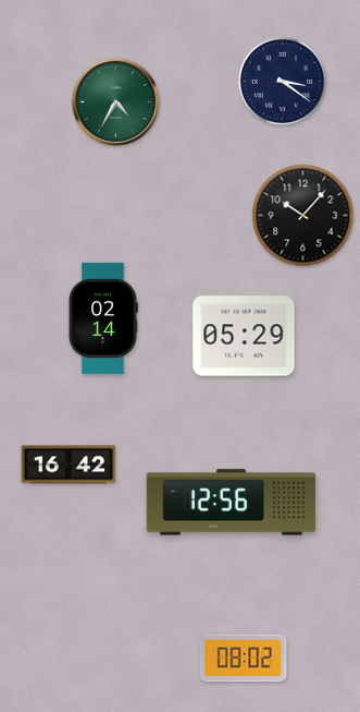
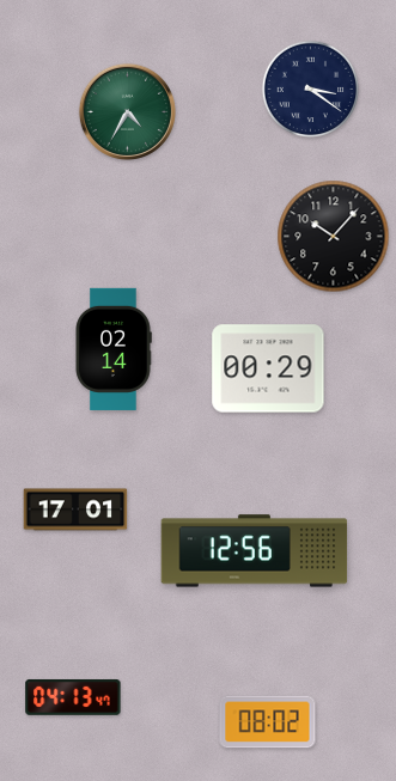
clock at (244, 336): 05:29 -> 00:29
clock at (69, 464): 16:42 -> 17:01
clock at (73, 697): none -> 04:13
